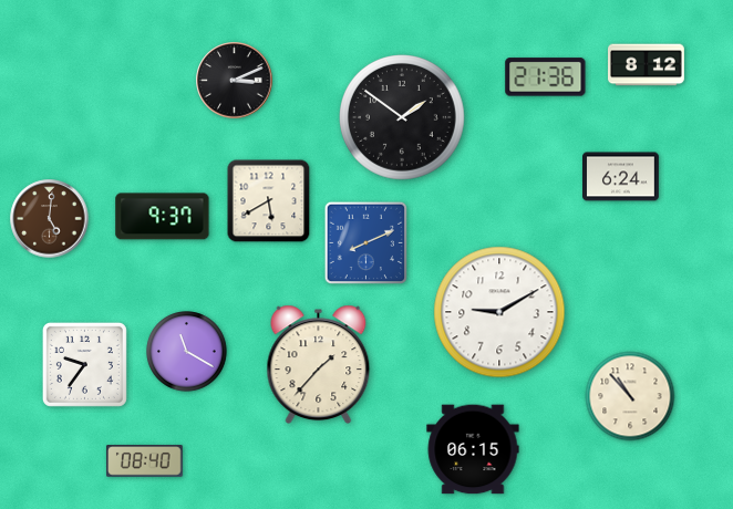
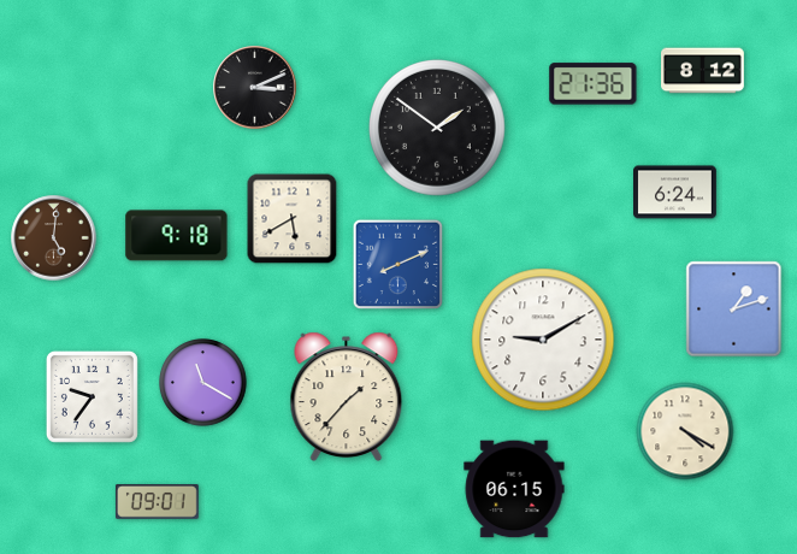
clock at (163, 217): 9:37 -> 9:18
clock at (734, 310): none -> 1:12
clock at (630, 396): 10:53 -> 4:20
clock at (144, 461): 08:40 -> 09:01
